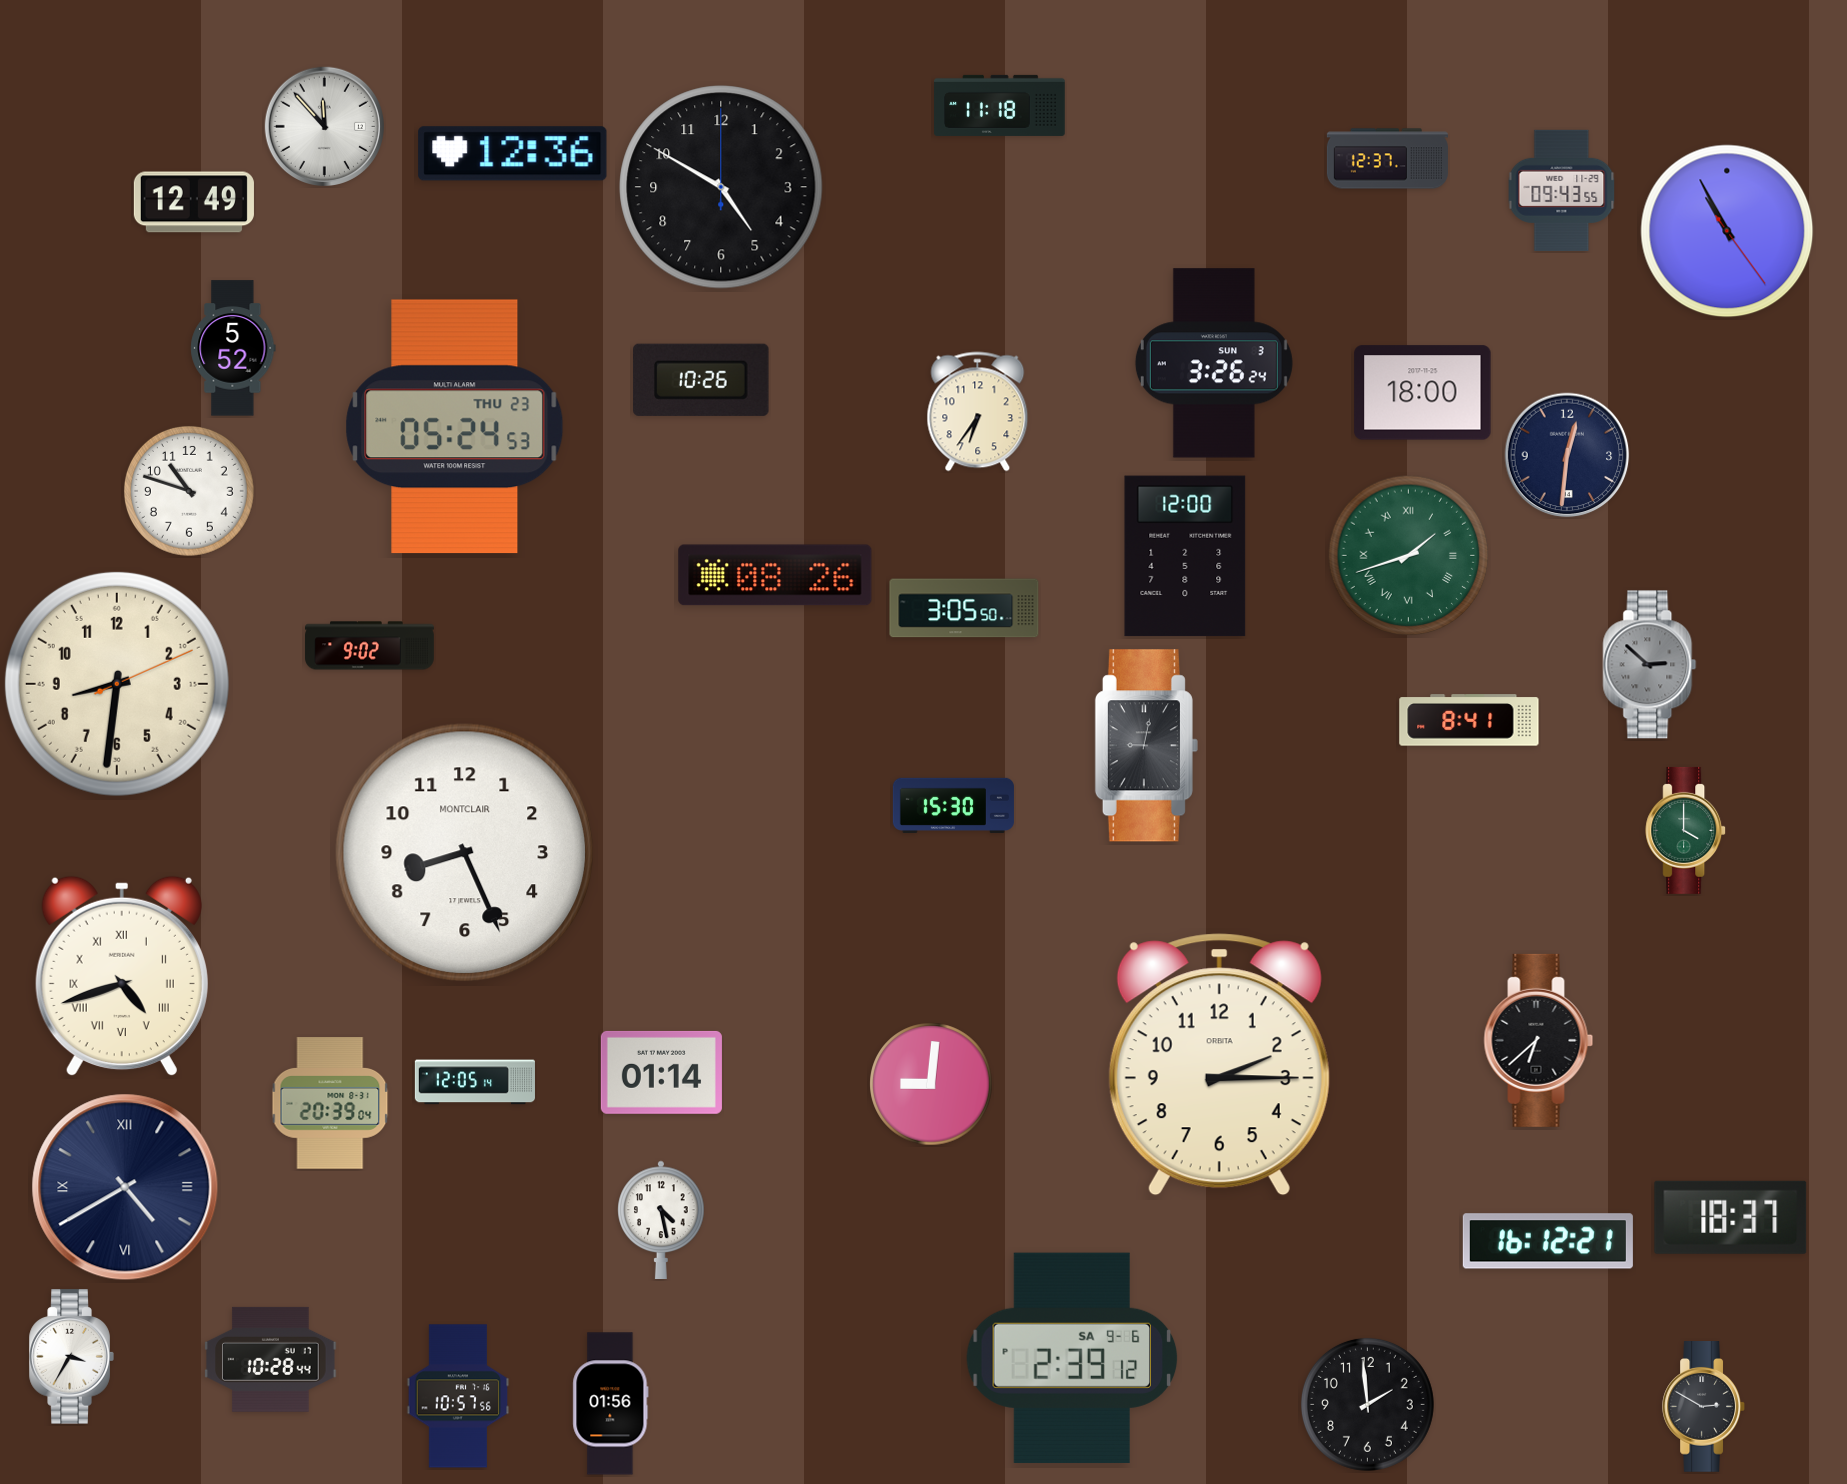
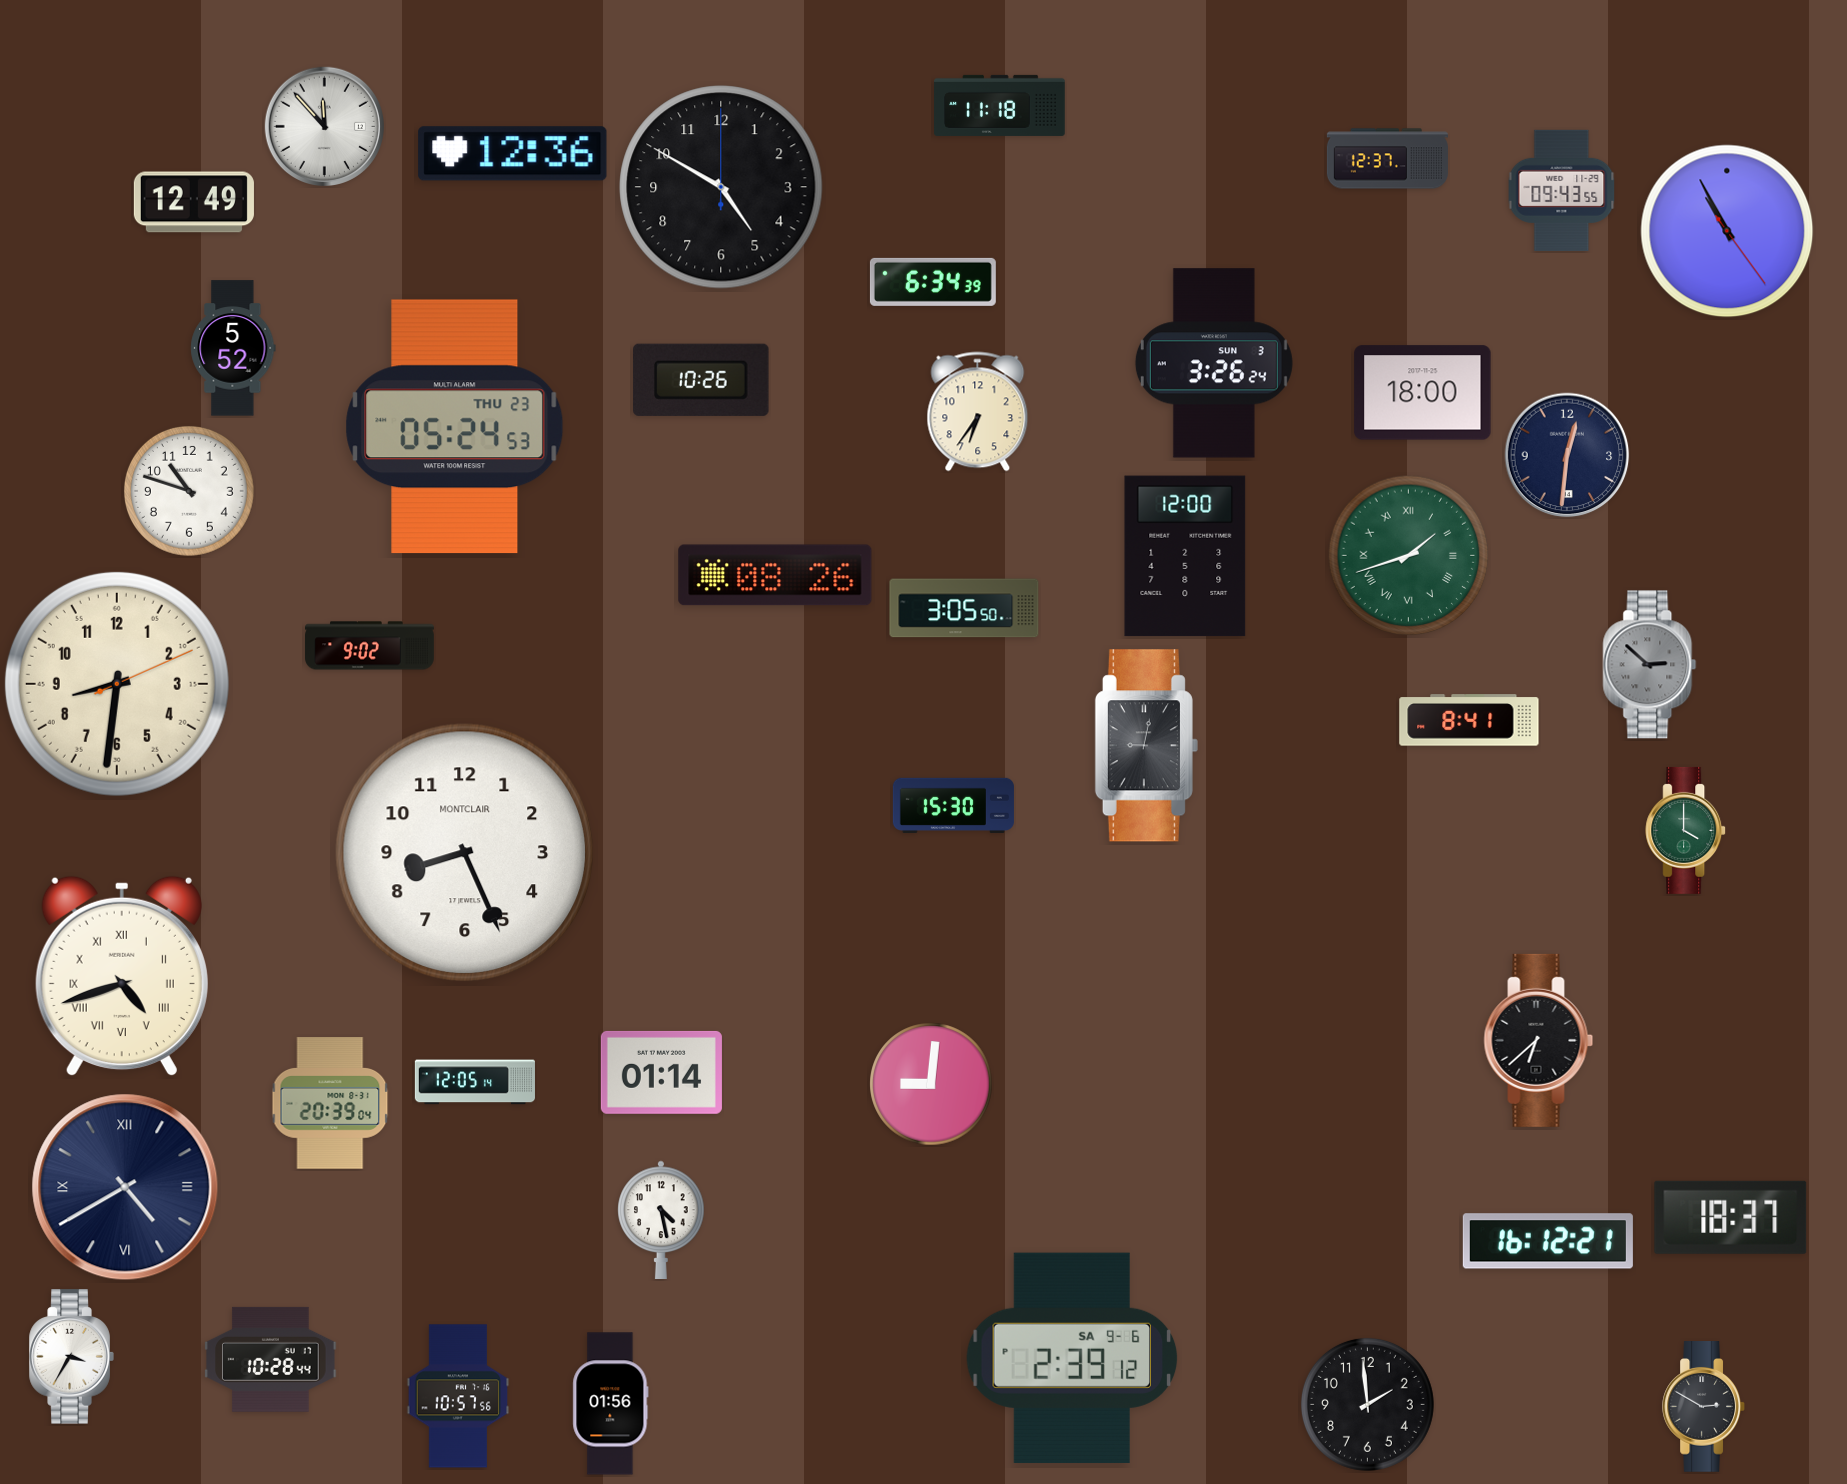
clock at (933, 282): none -> 6:34
clock at (1219, 1065): 2:15 -> none
